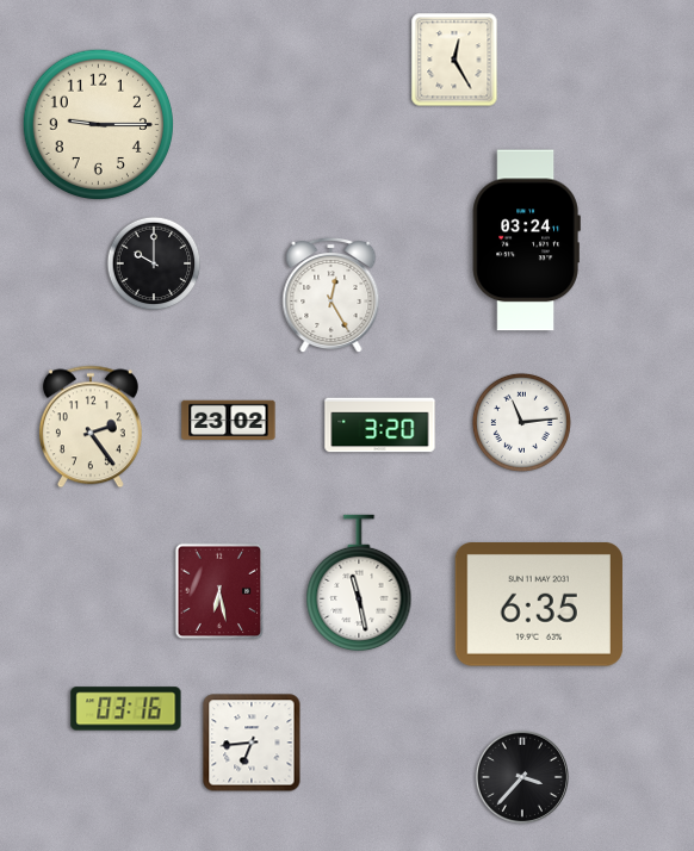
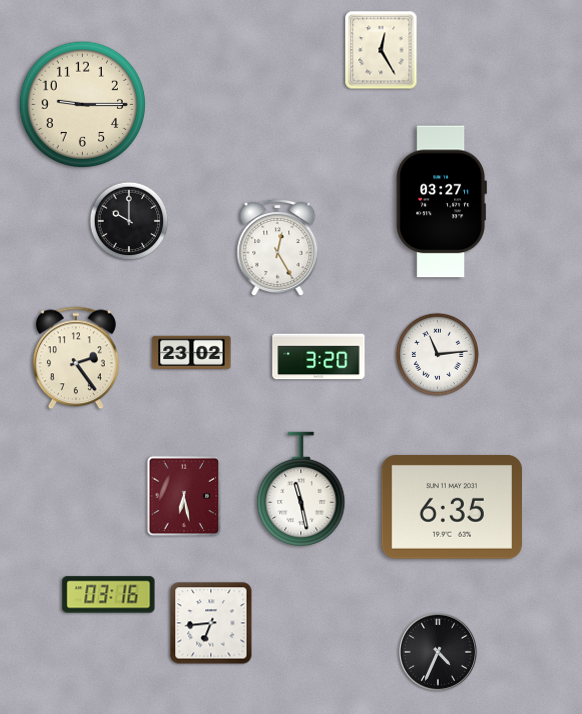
clock at (526, 241): 03:24 -> 03:27
clock at (126, 709) position: (126, 709) -> (109, 595)
clock at (522, 777): 3:37 -> 4:34
